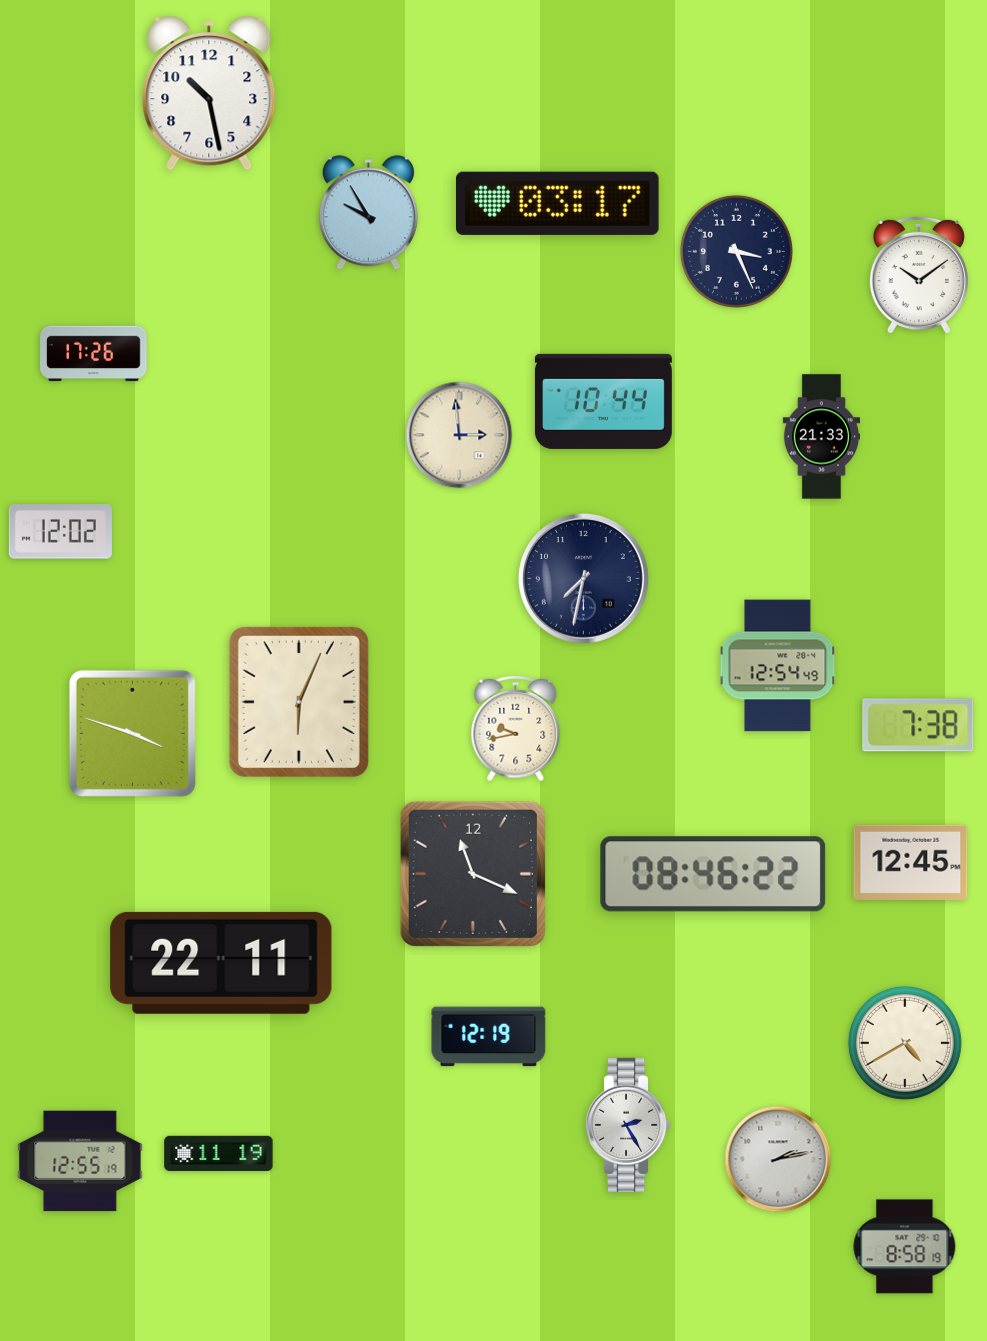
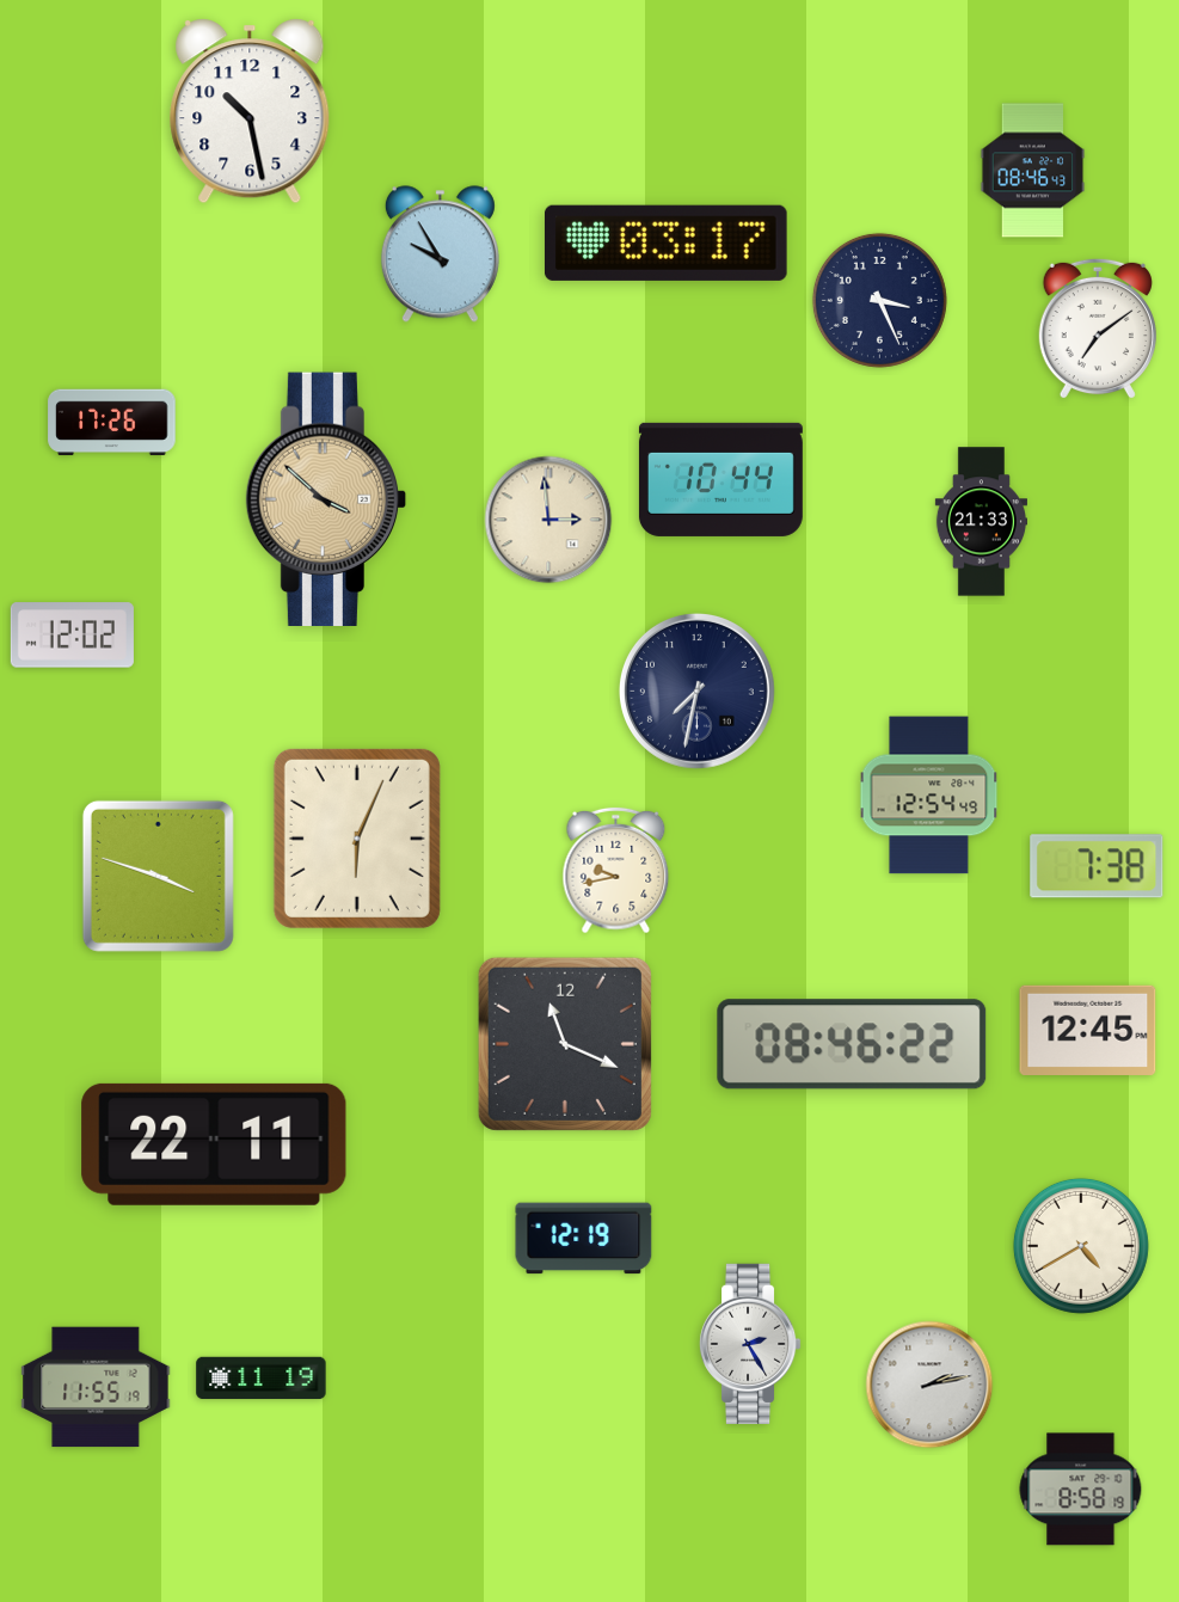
clock at (1033, 171): none -> 08:46
clock at (919, 275): 10:09 -> 7:09
clock at (326, 498): none -> 3:52
clock at (221, 963) position: (221, 963) -> (214, 1144)
clock at (80, 1161): 12:55 -> 11:55
